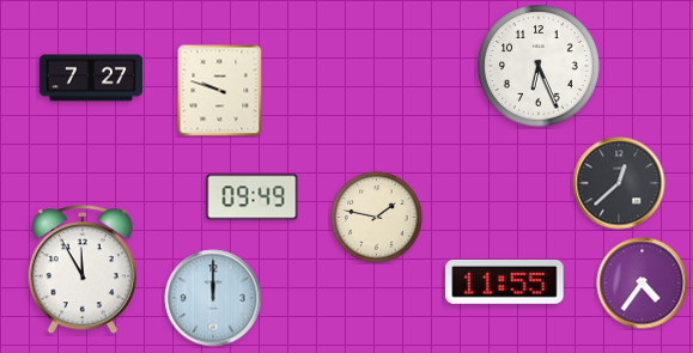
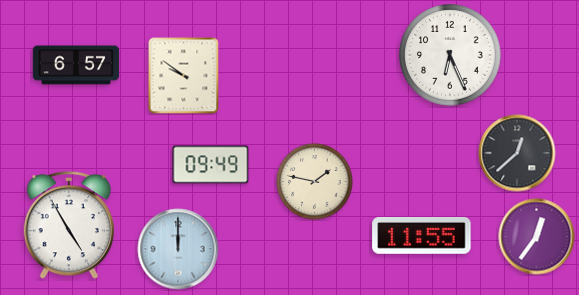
clock at (91, 78): 7:27 -> 6:57
clock at (220, 90): 9:48 -> 9:51
clock at (81, 270): 11:55 -> 4:55
clock at (643, 284): 4:36 -> 12:36
